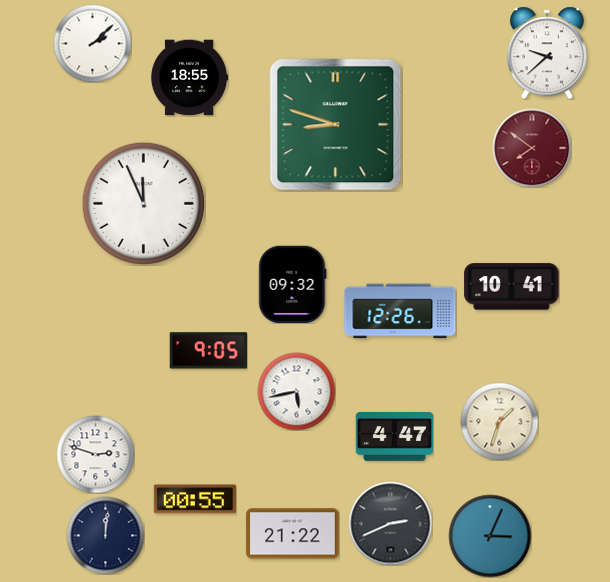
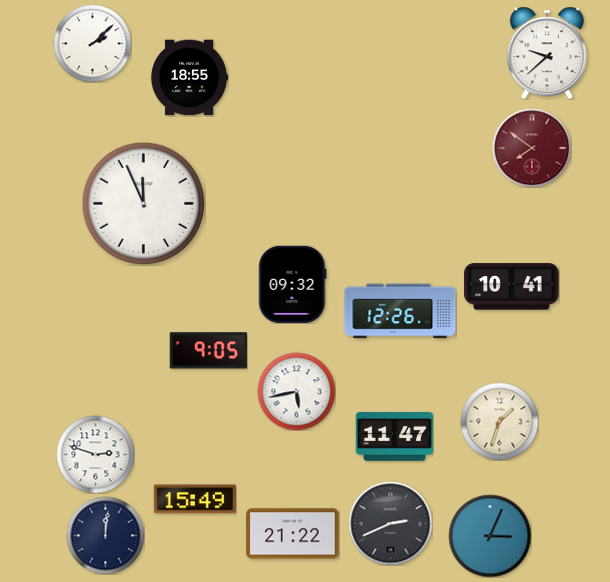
clock at (336, 125): 8:48 -> none
clock at (394, 437): 4:47 -> 11:47
clock at (195, 499): 00:55 -> 15:49
